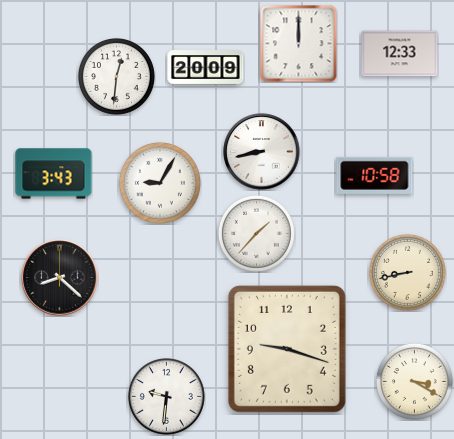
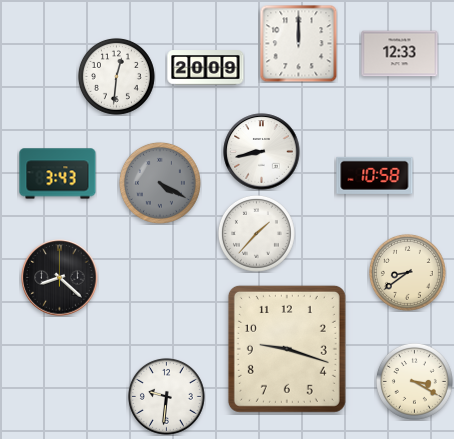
clock at (54, 174) position: (54, 174) -> (58, 174)
clock at (160, 183): 9:05 -> 4:20
clock at (160, 183) dial: white -> grey
clock at (407, 272): 8:43 -> 8:39
